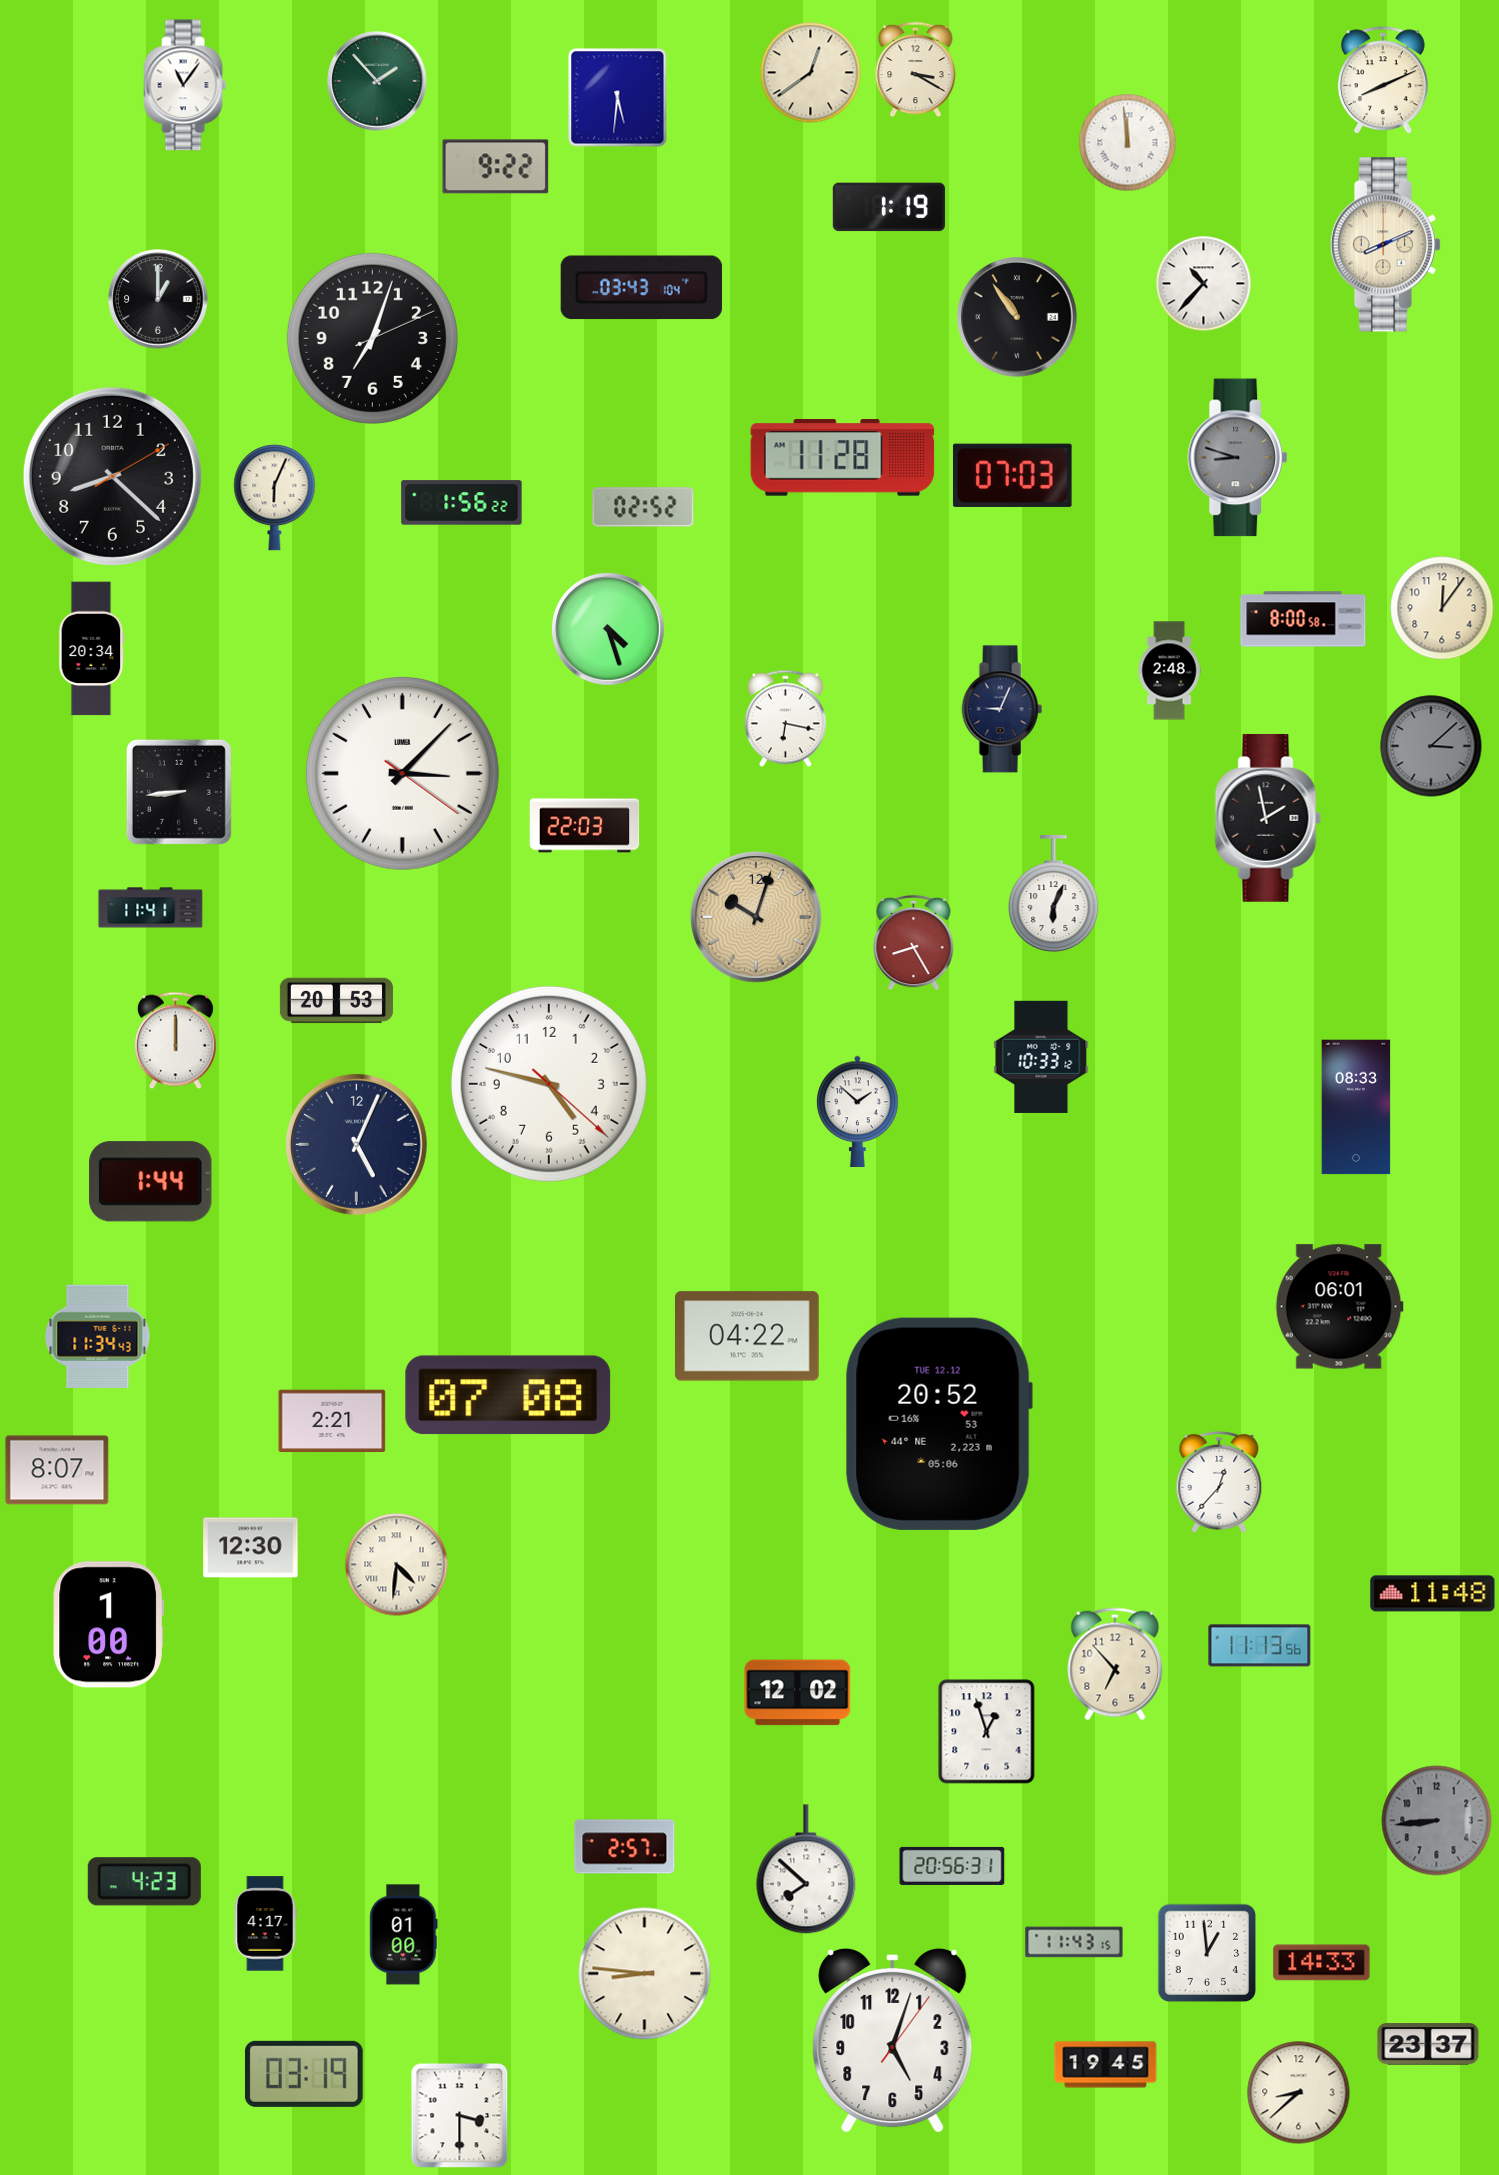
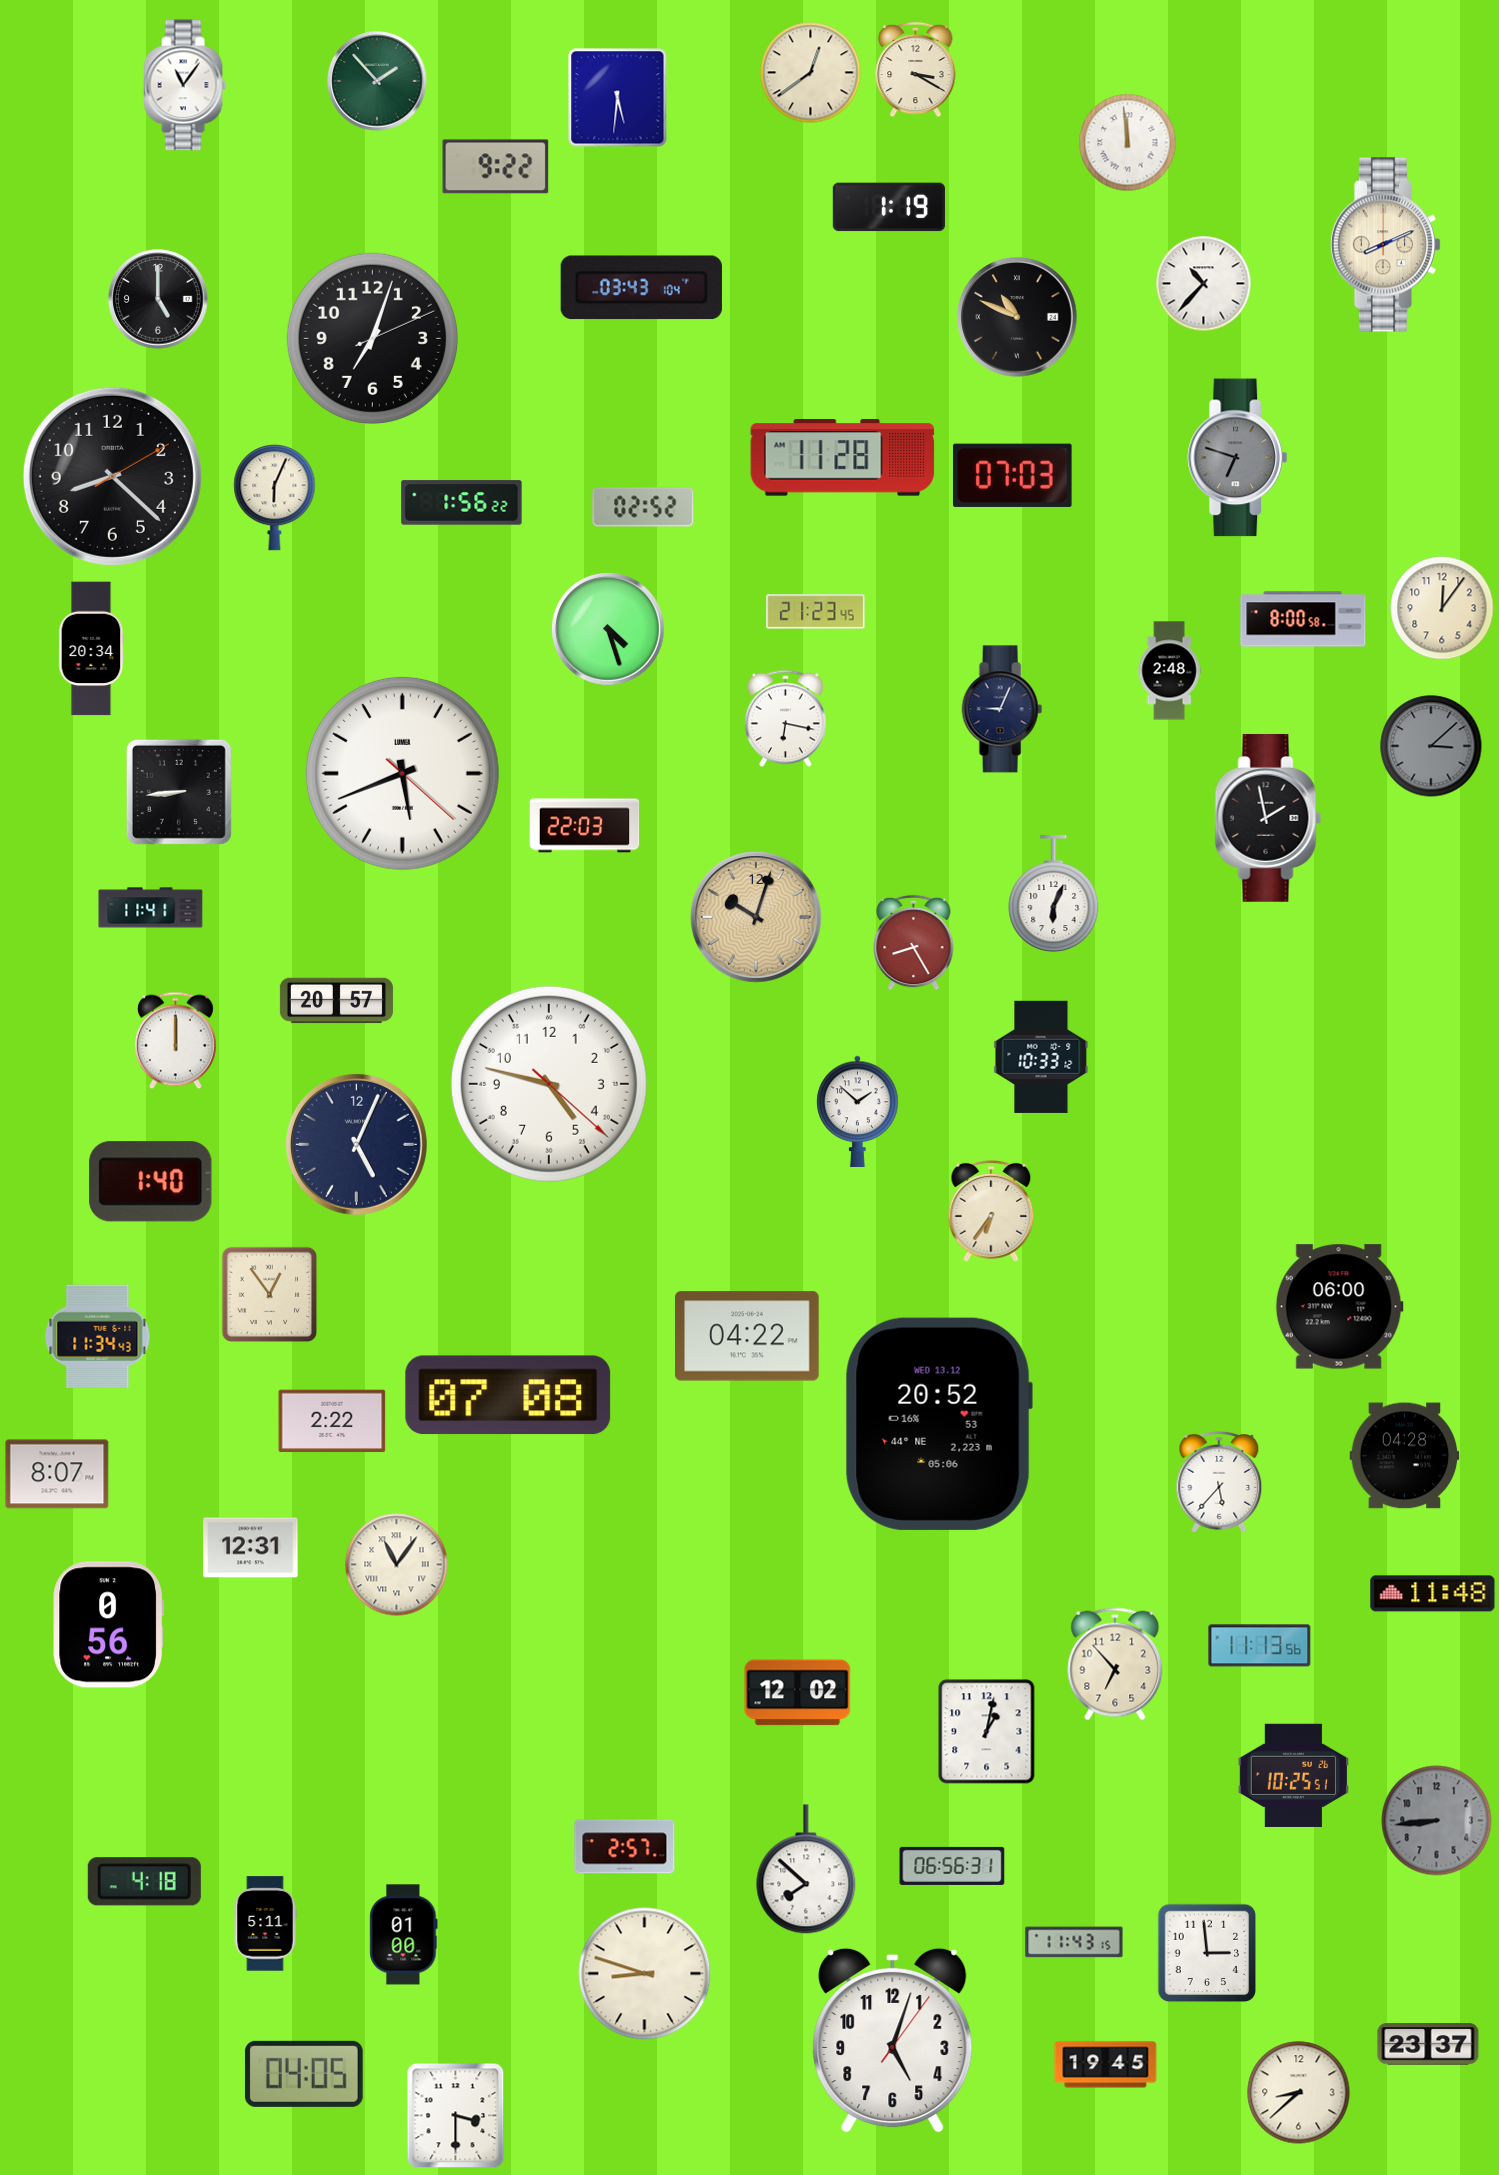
clock at (1383, 81): 8:11 -> none
clock at (158, 299): 1:00 -> 5:00
clock at (1018, 318): 10:54 -> 10:49
clock at (1238, 458): 8:48 -> 6:48
clock at (816, 612): none -> 21:23
clock at (402, 773): 3:07 -> 5:41
clock at (336, 1001): 20:53 -> 20:57
clock at (1356, 1107): 08:33 -> none
clock at (151, 1182): 1:44 -> 1:40
clock at (991, 1212): none -> 6:36
clock at (270, 1295): none -> 12:54
clock at (1339, 1307): 06:01 -> 06:00
clock at (332, 1421): 2:21 -> 2:22
clock at (939, 1424) date: TUE 12.12 -> WED 13.12
clock at (1405, 1456): none -> 04:28
clock at (57, 1470) position: (57, 1470) -> (57, 1474)
clock at (1219, 1483): 12:37 -> 5:37
clock at (251, 1548): 12:30 -> 12:31
clock at (397, 1565): 4:31 -> 11:06
clock at (108, 1625): 1:00 -> 0:56
clock at (987, 1732): 12:57 -> 1:02
clock at (1293, 1775): none -> 10:25
clock at (952, 1866): 20:56 -> 06:56
clock at (144, 1882): 4:23 -> 4:18
clock at (265, 1924): 4:17 -> 5:11
clock at (1207, 1953): 12:59 -> 2:59
clock at (1322, 1963): 14:33 -> none
clock at (645, 1974): 8:46 -> 8:48
clock at (304, 2074): 03:19 -> 04:05
clock at (460, 2116) position: (460, 2116) -> (456, 2116)
